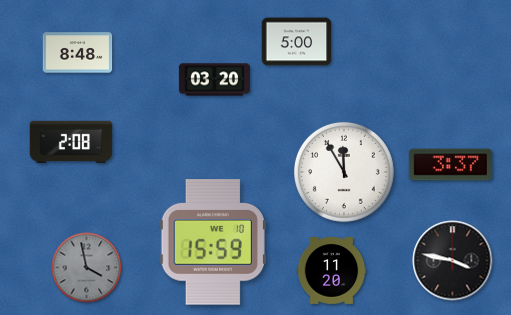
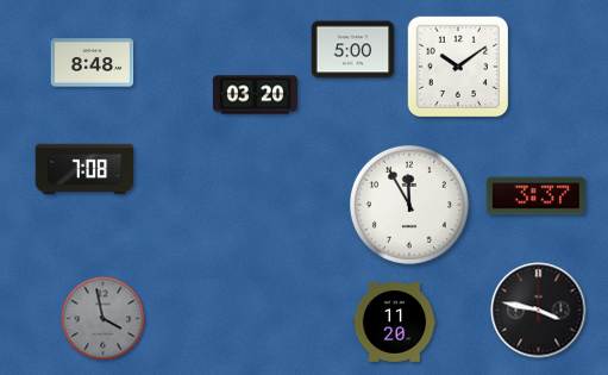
clock at (458, 67): none -> 10:09
clock at (71, 142): 2:08 -> 7:08
clock at (213, 243): 15:59 -> none
